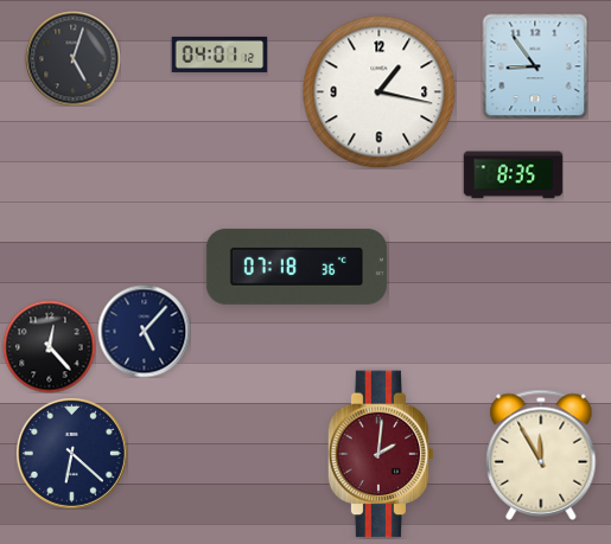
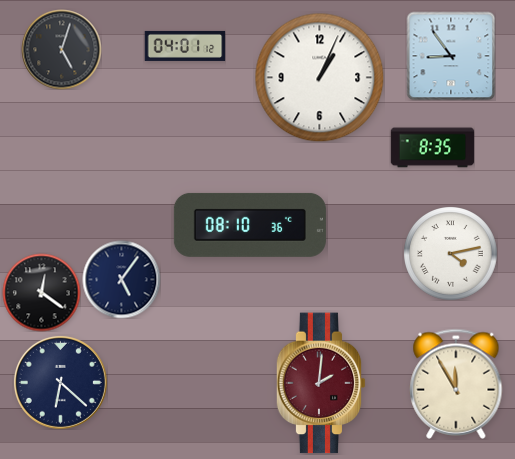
clock at (378, 91): 1:17 -> 1:04
clock at (297, 267): 07:18 -> 08:10
clock at (451, 254): none -> 4:13
clock at (144, 331): 5:07 -> 5:06
clock at (49, 346): 12:23 -> 12:21
